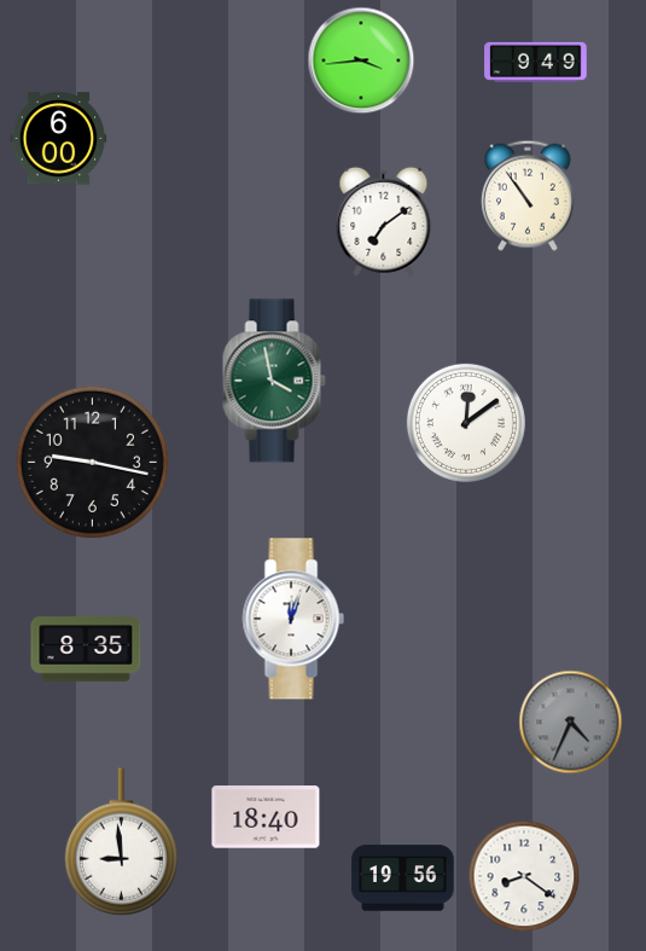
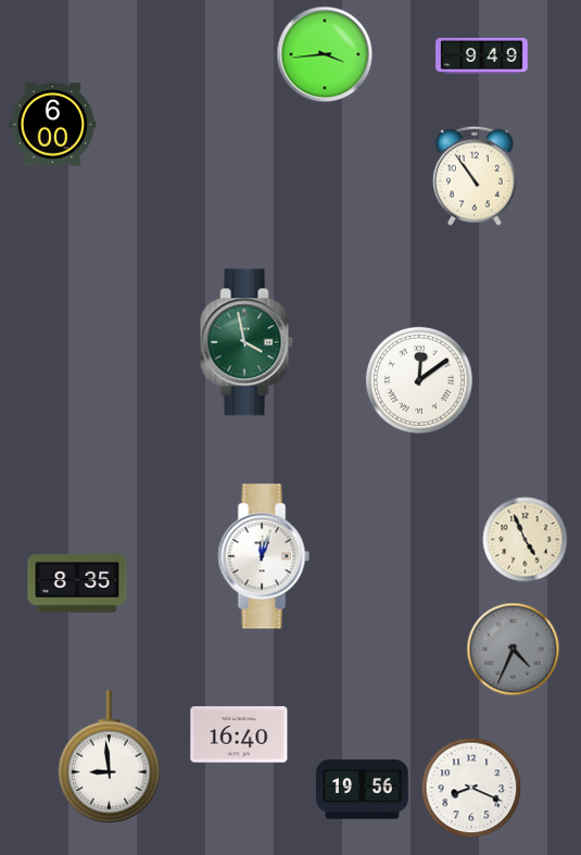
clock at (384, 221): 7:09 -> none
clock at (92, 462): 9:17 -> none
clock at (526, 540): none -> 4:56
clock at (266, 817): 18:40 -> 16:40
clock at (524, 876): 8:21 -> 8:19
